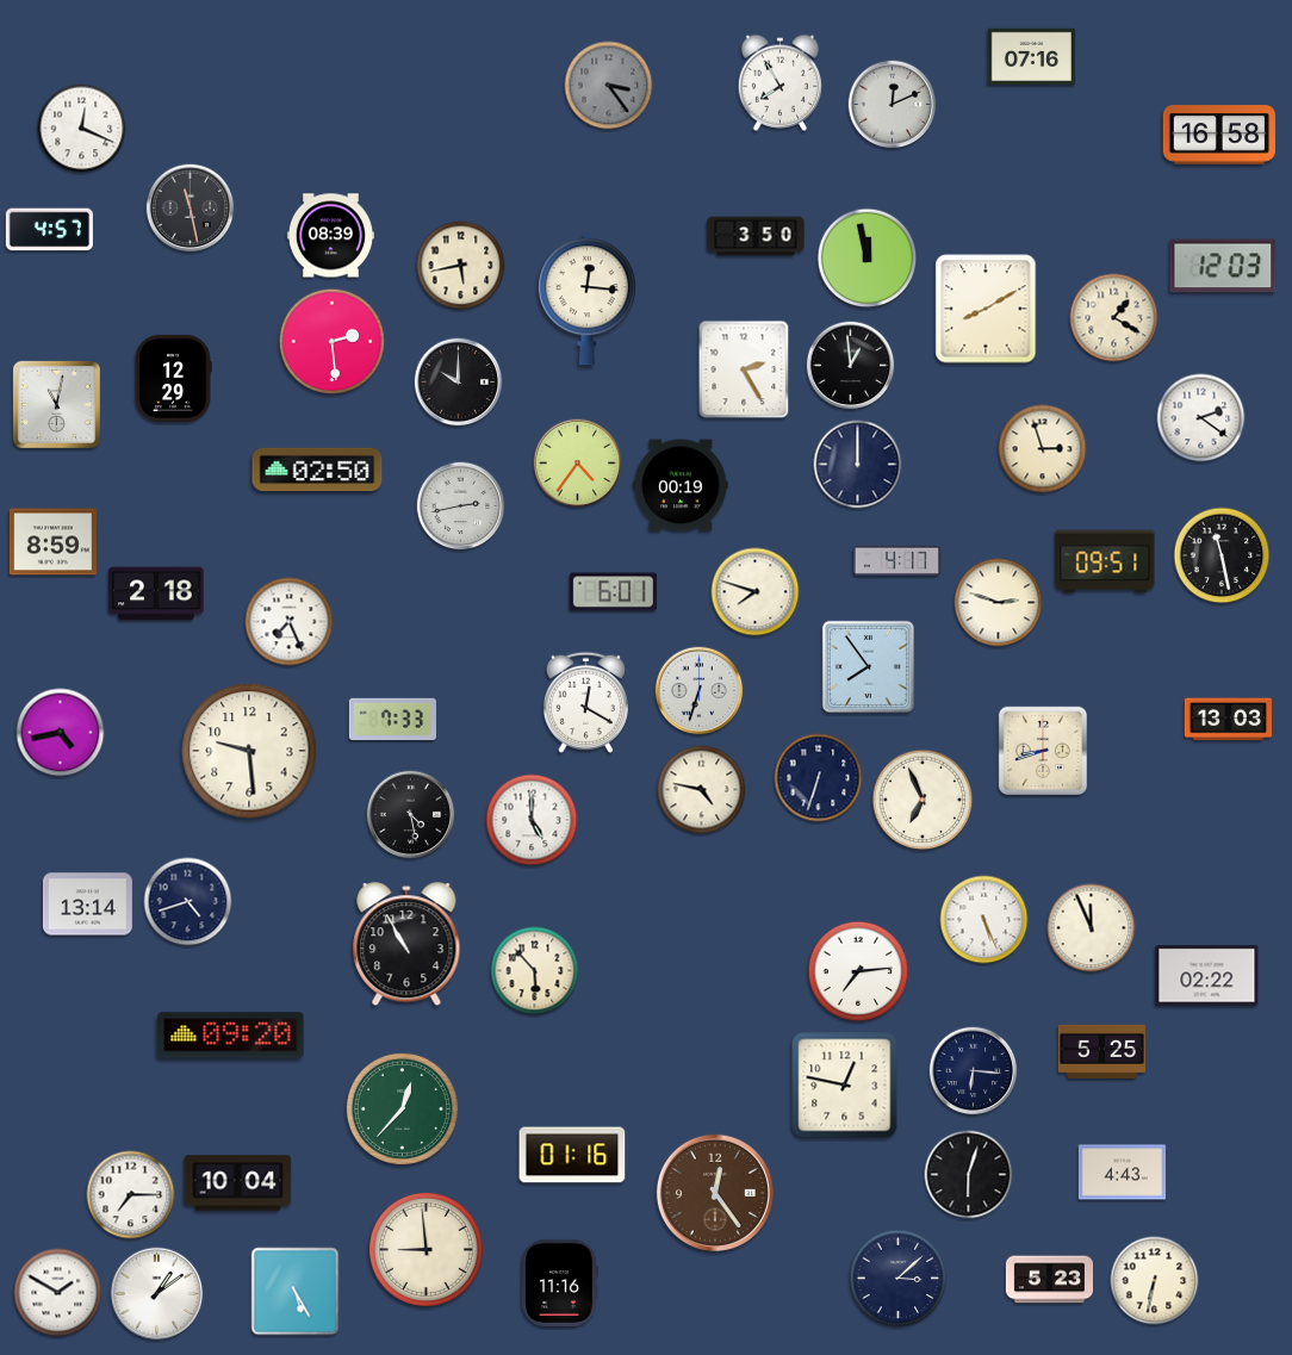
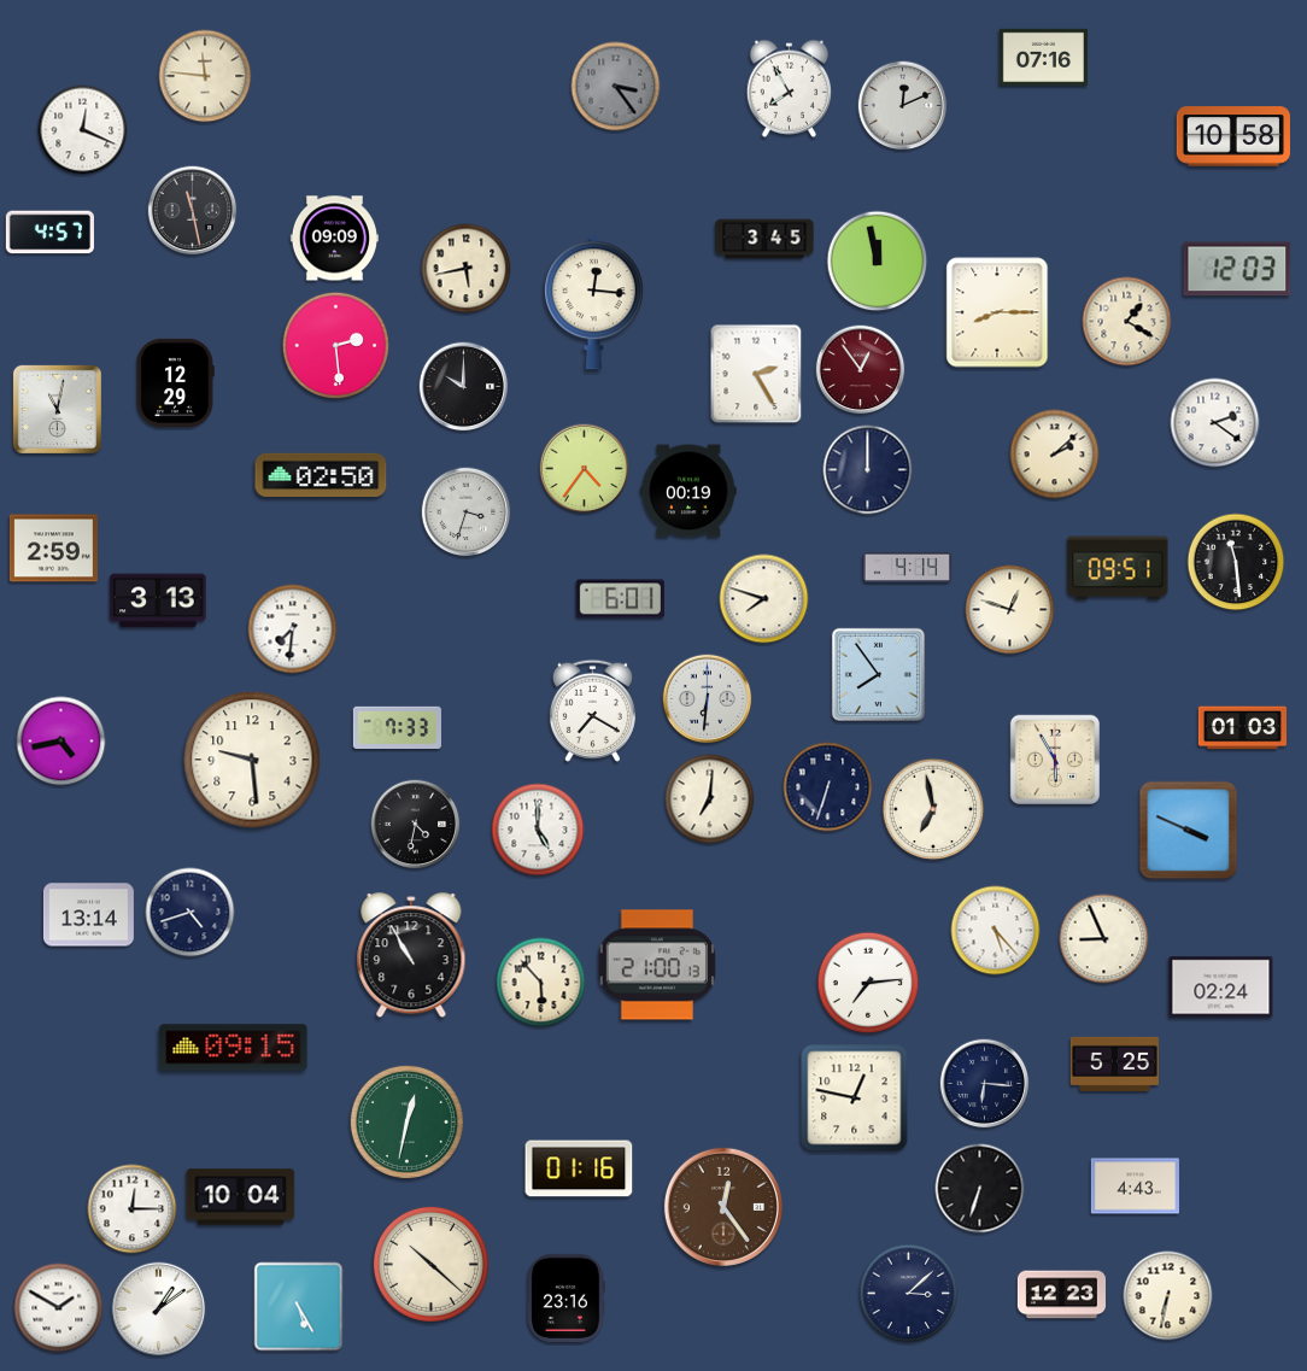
clock at (205, 76): none -> 11:46
clock at (781, 82) position: (781, 82) -> (790, 88)
clock at (1219, 135): 16:58 -> 10:58
clock at (330, 236): 08:39 -> 09:09
clock at (756, 236): 3:50 -> 3:45
clock at (986, 309): 8:10 -> 8:15
clock at (851, 366): 12:59 -> 12:54
clock at (851, 366) dial: black -> burgundy
clock at (744, 369) position: (744, 369) -> (756, 374)
clock at (1043, 449): 2:57 -> 2:08
clock at (461, 506): 2:43 -> 3:33
clock at (52, 542): 8:59 -> 2:59
clock at (1222, 555): 11:28 -> 11:29
clock at (896, 560): 4:17 -> 4:14
clock at (156, 593): 2:18 -> 3:13
clock at (999, 603): 2:48 -> 12:48
clock at (290, 622): 7:26 -> 7:31
clock at (700, 691): 6:33 -> 6:31
clock at (585, 702): 12:20 -> 7:20
clock at (1228, 720): 13:03 -> 01:03
clock at (1043, 750): 8:42 -> 5:55
clock at (702, 790): 4:47 -> 7:01
clock at (923, 800): 6:56 -> 6:58
clock at (411, 815): 4:28 -> 4:32
clock at (1189, 831): none -> 3:49
clock at (984, 920): 5:26 -> 5:23
clock at (1092, 928): 11:56 -> 8:56
clock at (657, 965): none -> 21:00
clock at (1207, 976): 02:22 -> 02:24
clock at (231, 1036): 09:20 -> 09:15
clock at (402, 1108): 12:37 -> 12:32
clock at (969, 1175): 6:03 -> 6:33
clock at (131, 1195): 7:15 -> 12:15
clock at (426, 1249): 8:59 -> 10:22
clock at (1049, 1280): 5:23 -> 12:23
clock at (559, 1282): 11:16 -> 23:16
